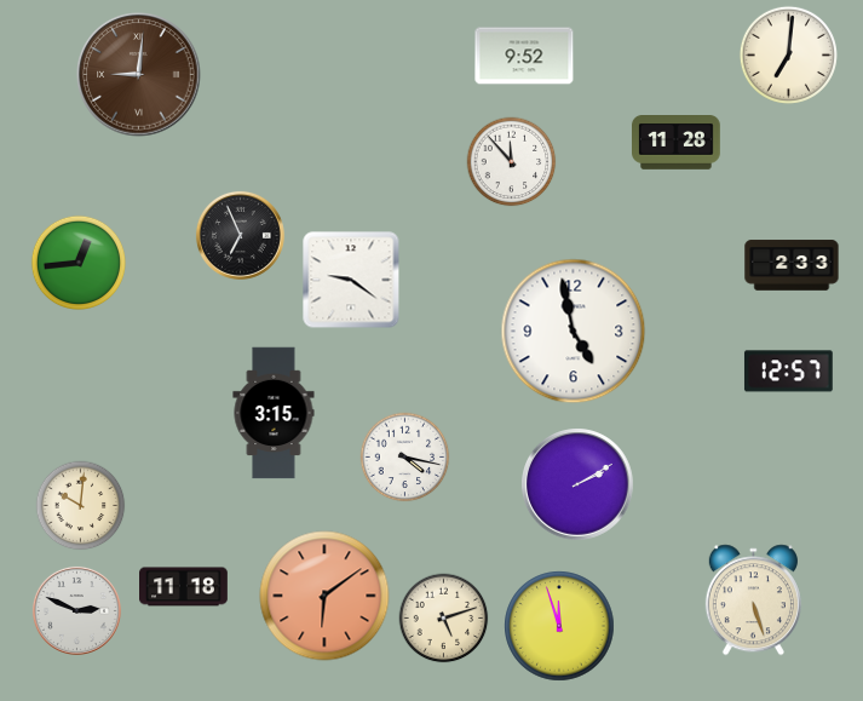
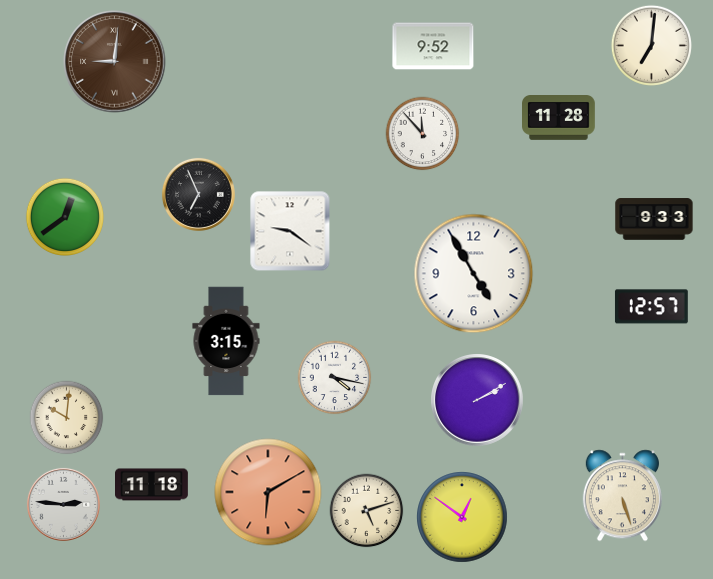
clock at (77, 262): 12:44 -> 12:39
clock at (792, 265): 2:33 -> 9:33
clock at (574, 332): 4:58 -> 4:55
clock at (324, 596): 6:09 -> 6:10
clock at (76, 610): 2:49 -> 2:46
clock at (559, 626): 11:57 -> 12:51
